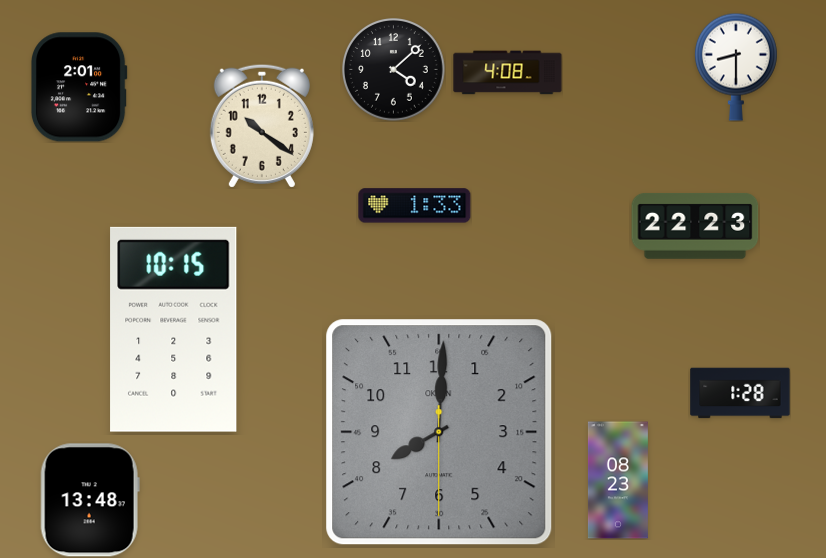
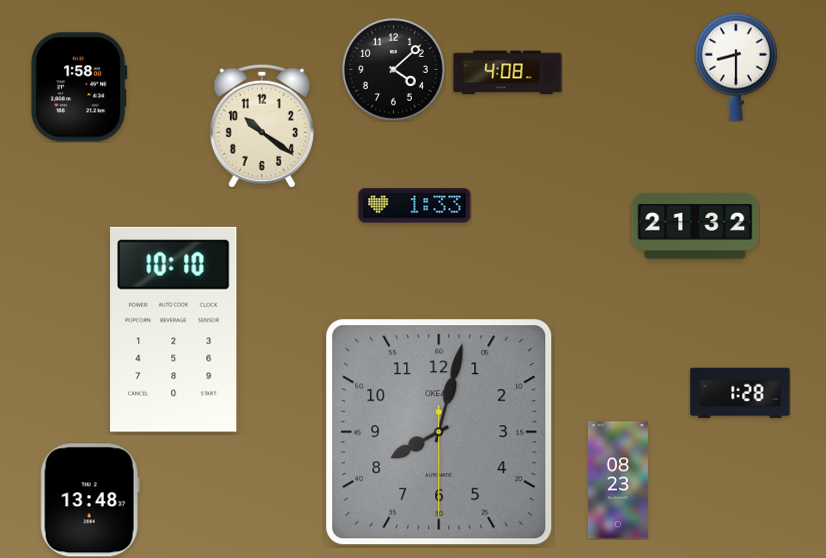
clock at (79, 87): 2:01 -> 1:58
clock at (695, 226): 22:23 -> 21:32
clock at (174, 329): 10:15 -> 10:10
clock at (439, 432): 8:00 -> 8:02
